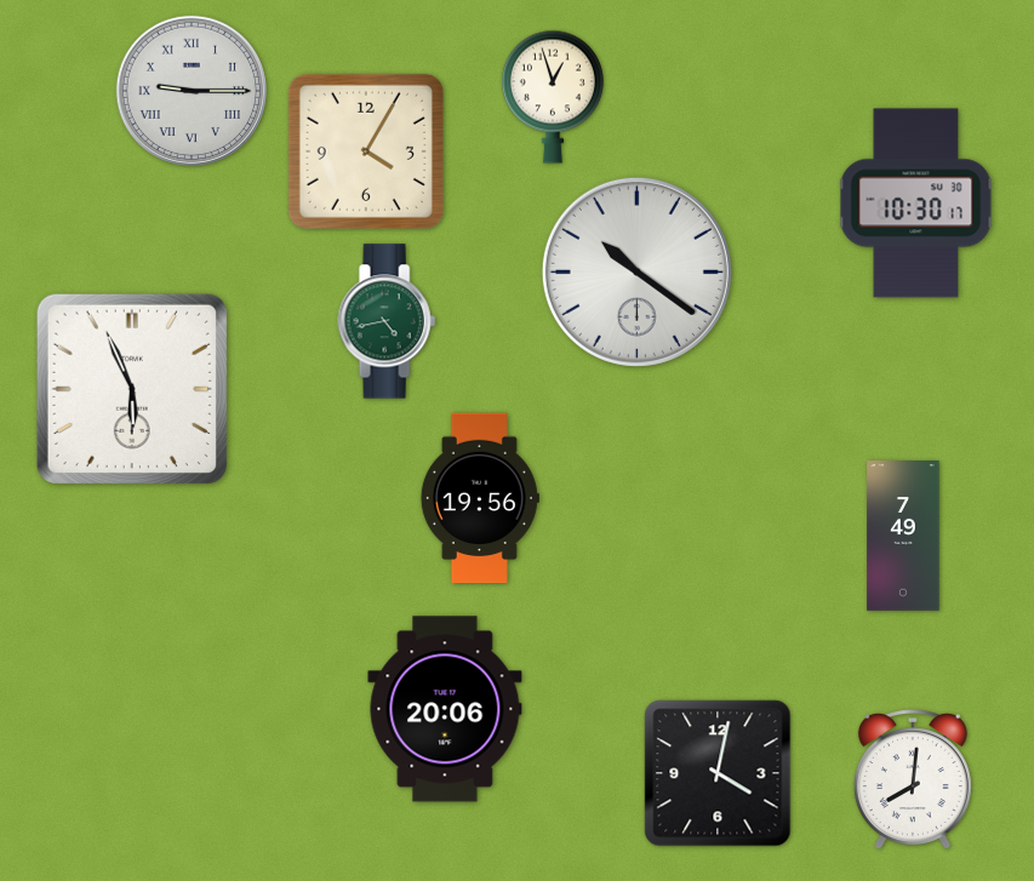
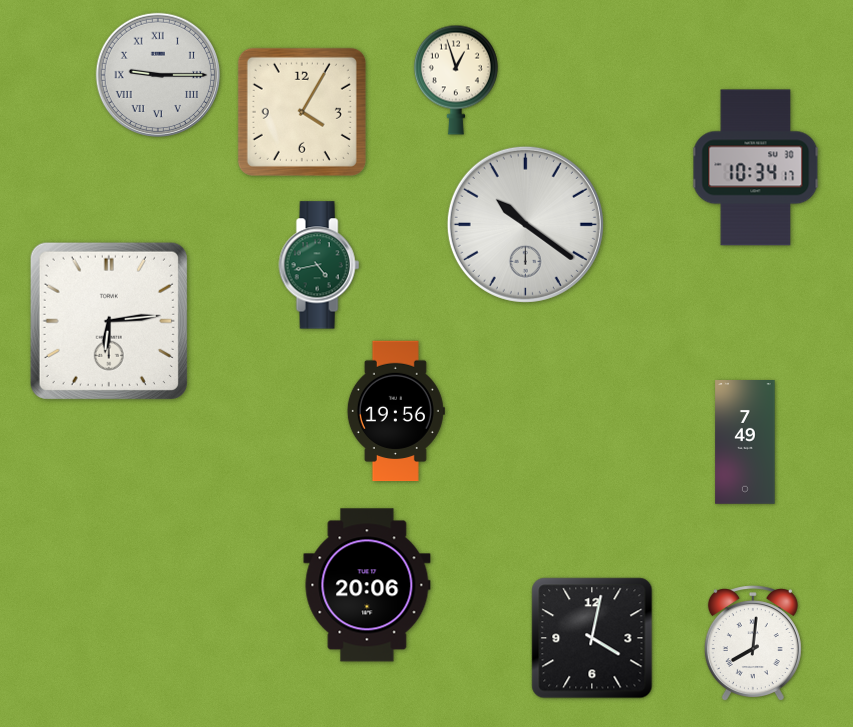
clock at (366, 151) position: (366, 151) -> (302, 112)
clock at (916, 204): 10:30 -> 10:34
clock at (132, 389): 5:56 -> 6:14
